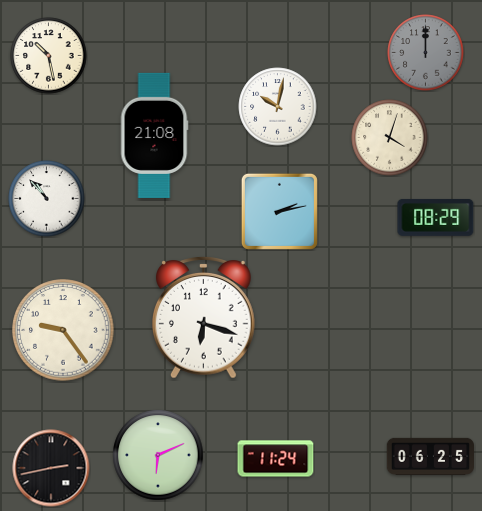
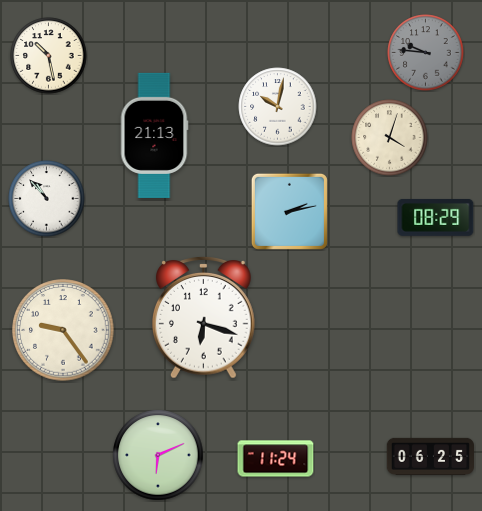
clock at (426, 53): 12:00 -> 9:46
clock at (154, 135): 21:08 -> 21:13
clock at (279, 211) position: (279, 211) -> (289, 211)
clock at (51, 468): 2:43 -> none
